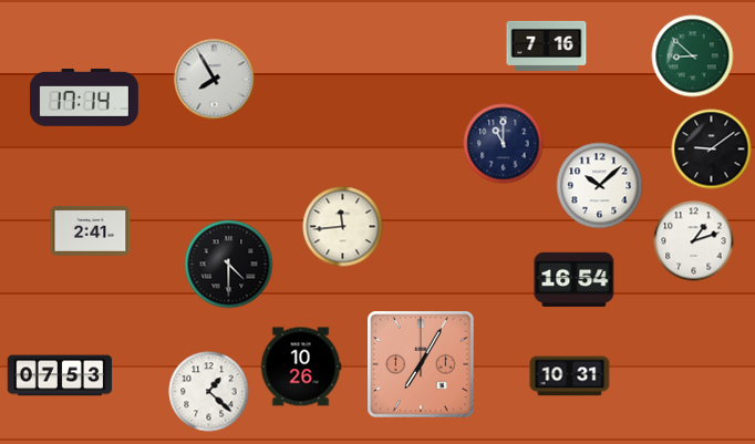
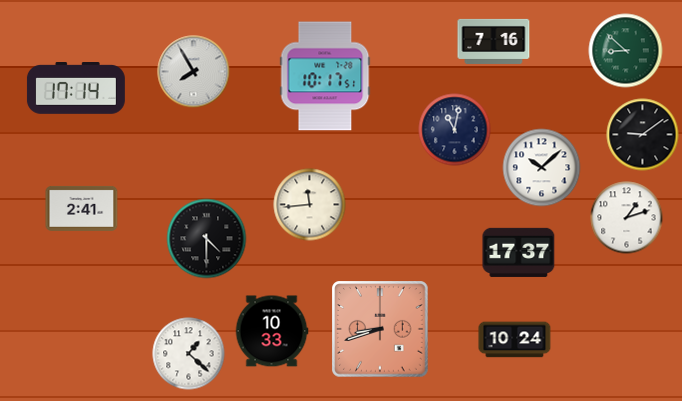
clock at (325, 76): none -> 10:17
clock at (504, 144): 11:00 -> 11:02
clock at (575, 279): 16:54 -> 17:37
clock at (421, 364): 7:05 -> 8:42
clock at (301, 366): 10:26 -> 10:33
clock at (60, 375): 07:53 -> none
clock at (570, 376): 10:31 -> 10:24
